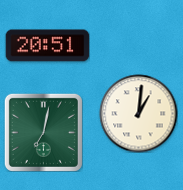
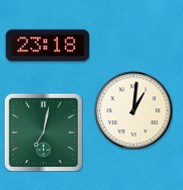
clock at (47, 46): 20:51 -> 23:18
clock at (138, 113) position: (138, 113) -> (133, 110)
